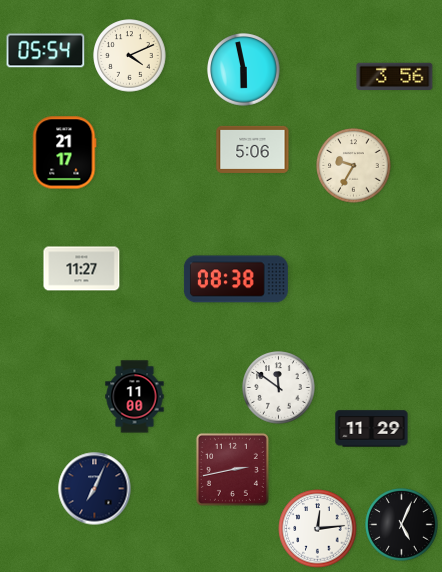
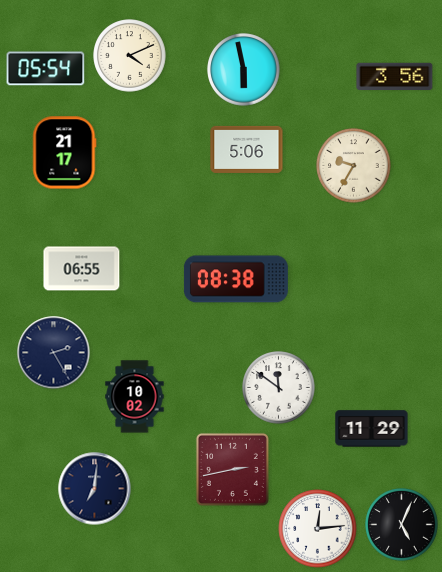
clock at (46, 51) position: (46, 51) -> (46, 69)
clock at (253, 149) position: (253, 149) -> (247, 149)
clock at (82, 269): 11:27 -> 06:55
clock at (54, 353): none -> 2:25
clock at (135, 397): 11:00 -> 10:02
clock at (95, 489): 7:04 -> 7:01
